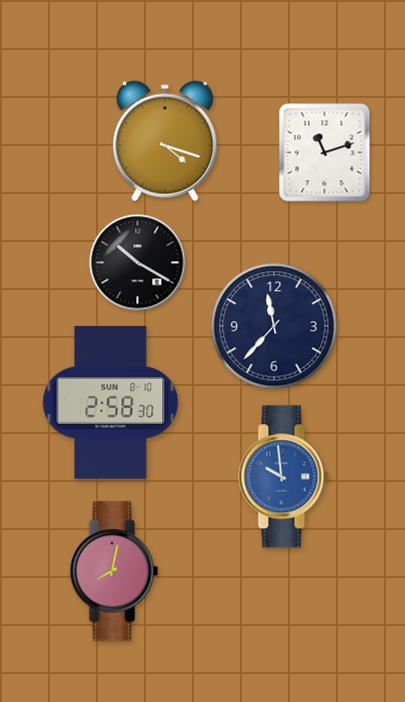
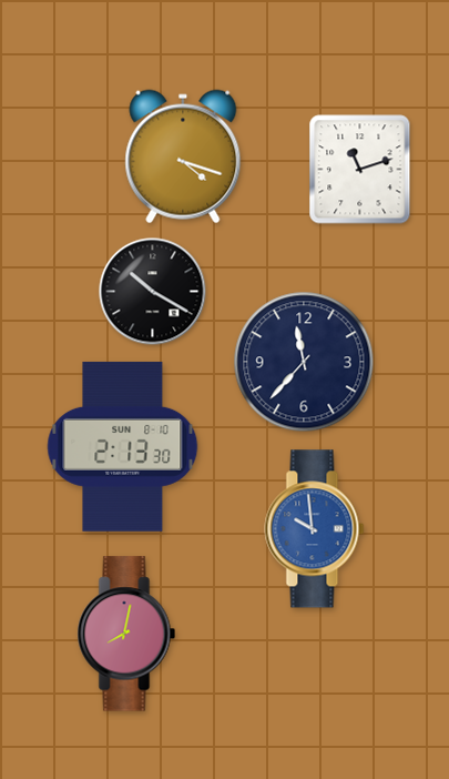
clock at (111, 402): 2:58 -> 2:13
